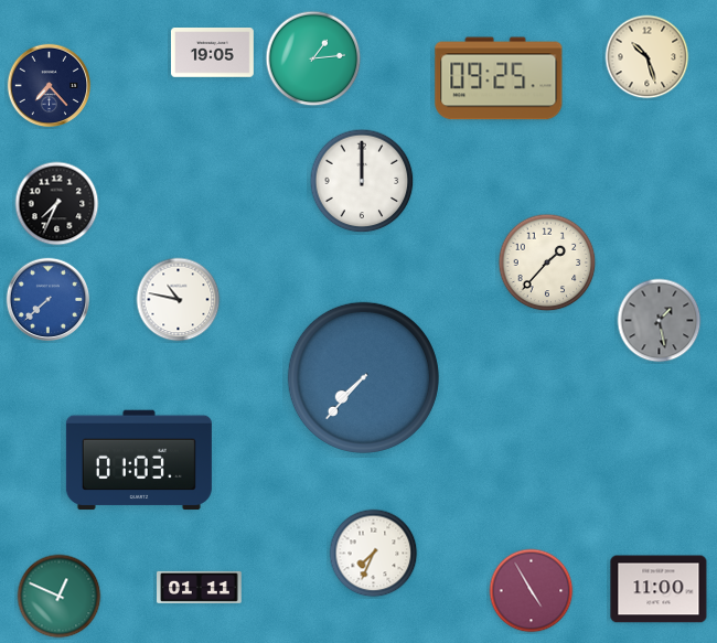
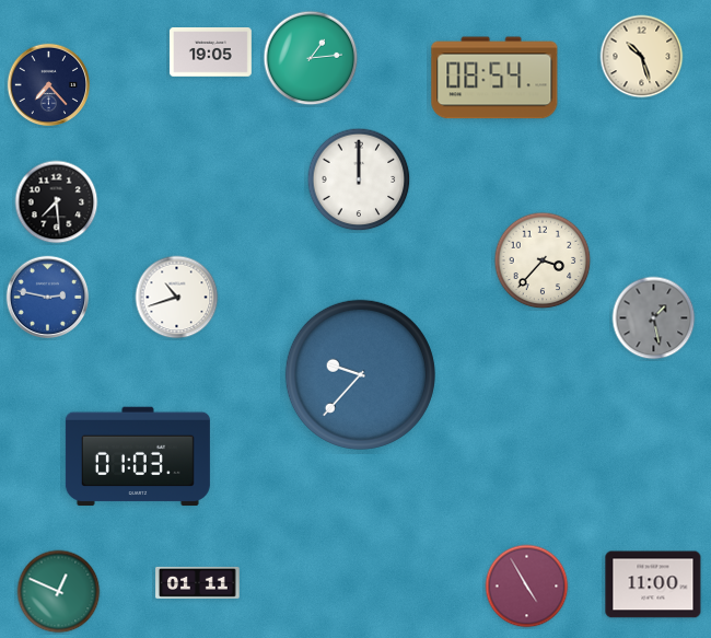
clock at (499, 78): 09:25 -> 08:54
clock at (57, 204): 7:34 -> 7:29
clock at (547, 262): 1:37 -> 3:37
clock at (49, 300): 7:38 -> 2:47
clock at (179, 300): 10:47 -> 10:42
clock at (363, 377): 7:37 -> 9:37
clock at (374, 554): 7:34 -> none
